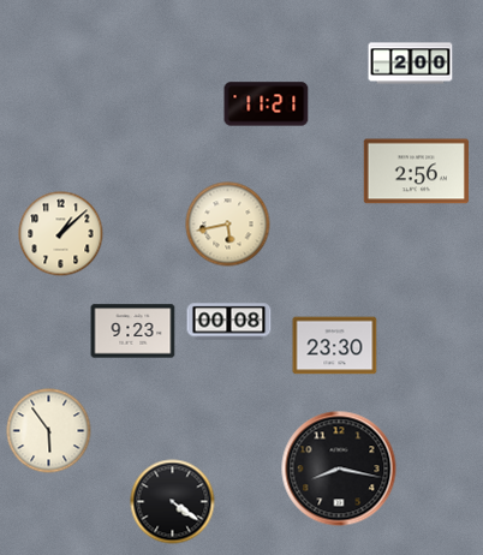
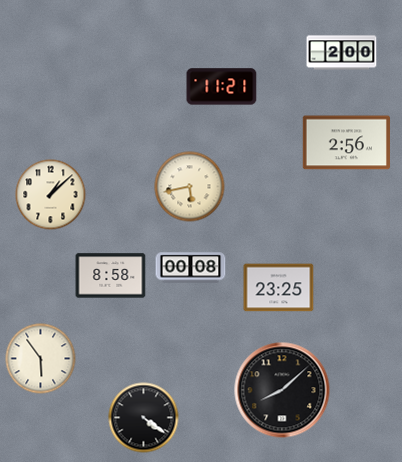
clock at (133, 332): 9:23 -> 8:58
clock at (335, 346): 23:30 -> 23:25
clock at (339, 469): 8:17 -> 8:08
